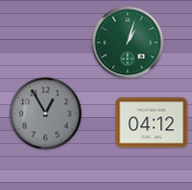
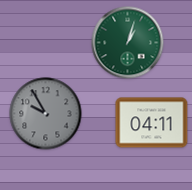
clock at (46, 114): 12:55 -> 9:55
clock at (152, 123): 04:12 -> 04:11
